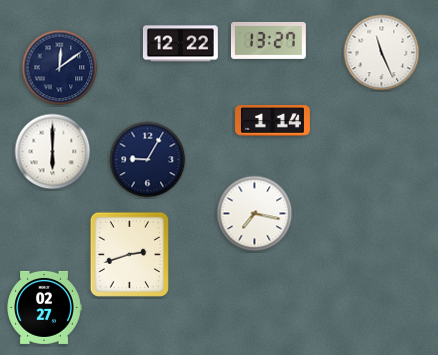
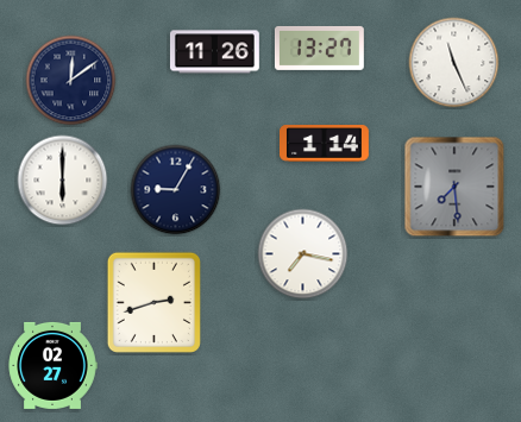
clock at (180, 44): 12:22 -> 11:26
clock at (454, 187): none -> 7:29
